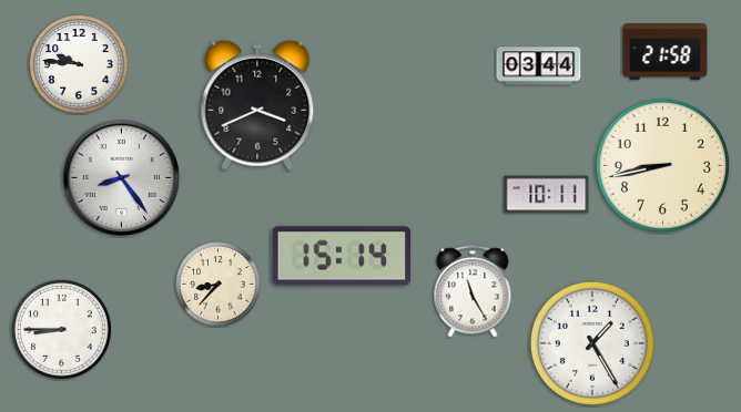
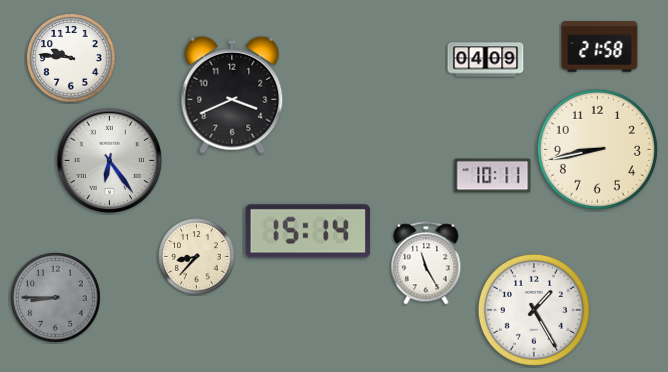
clock at (539, 66): 03:44 -> 04:09
clock at (121, 177): 8:24 -> 6:24
clock at (62, 330) dial: white -> grey
